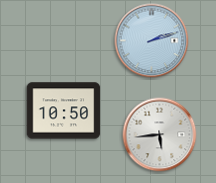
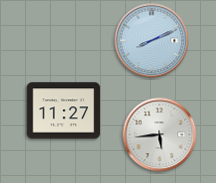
clock at (152, 41): 2:12 -> 8:11
clock at (64, 111): 10:50 -> 11:27
